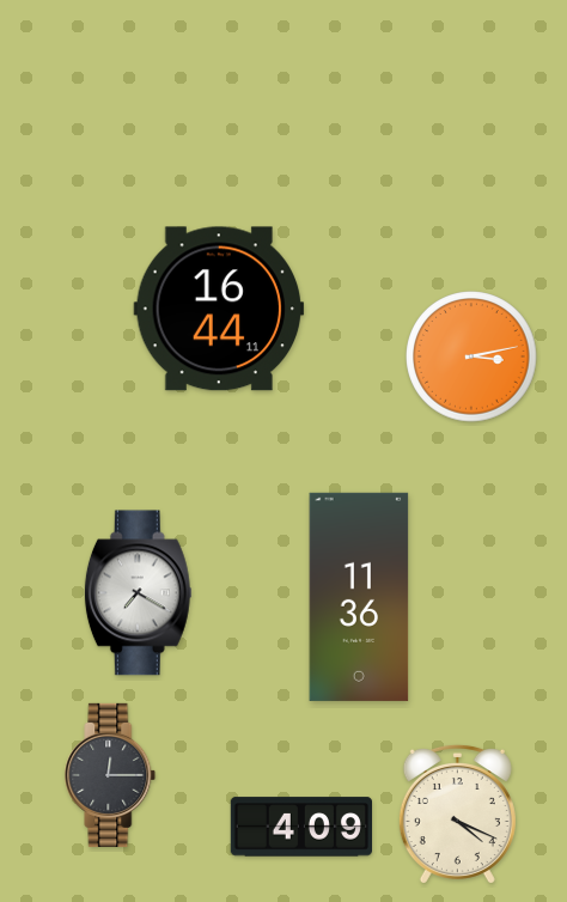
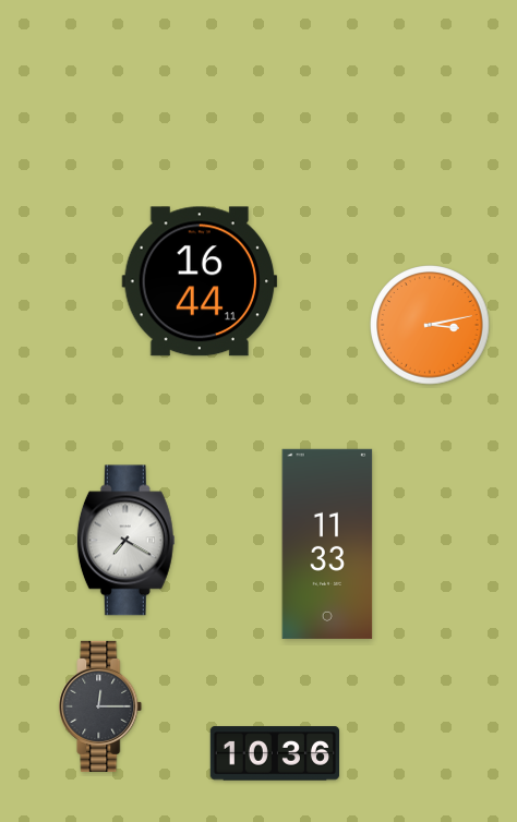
clock at (359, 597): 11:36 -> 11:33
clock at (457, 813): 4:19 -> none
clock at (300, 827): 4:09 -> 10:36
